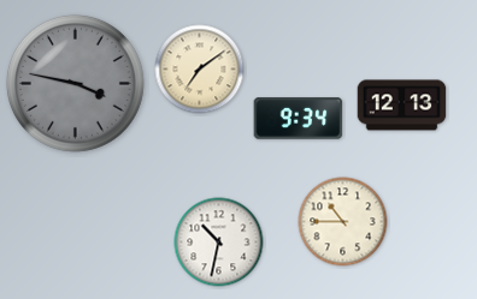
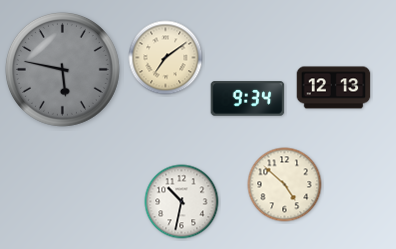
clock at (75, 83): 3:47 -> 5:47
clock at (343, 222): 10:45 -> 4:52
